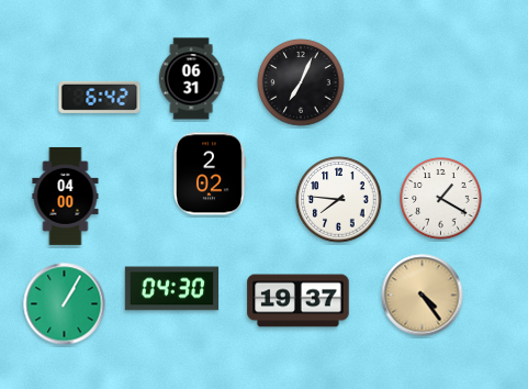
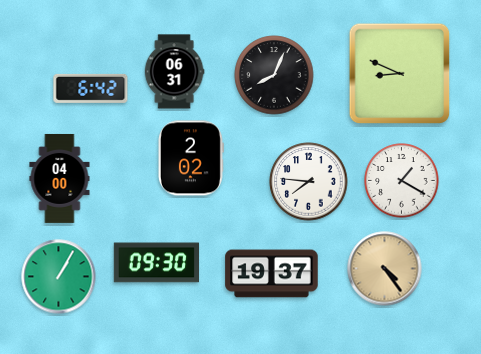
clock at (400, 74): none -> 8:49
clock at (301, 82): 7:04 -> 8:04
clock at (171, 289): 04:30 -> 09:30
